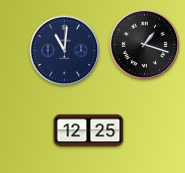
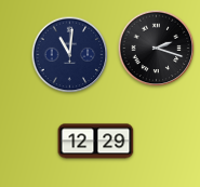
clock at (145, 45): 1:18 -> 2:18
clock at (89, 131): 12:25 -> 12:29
